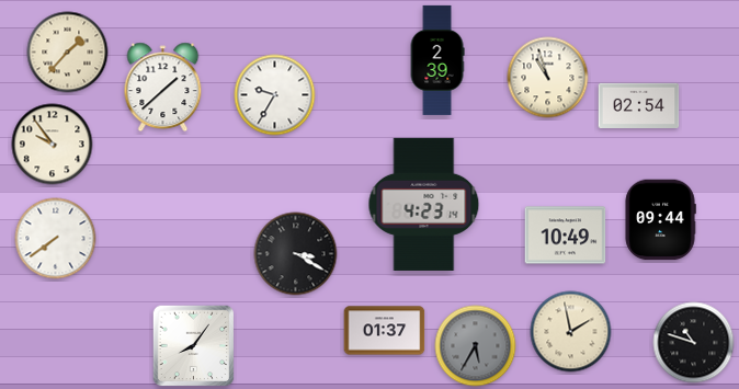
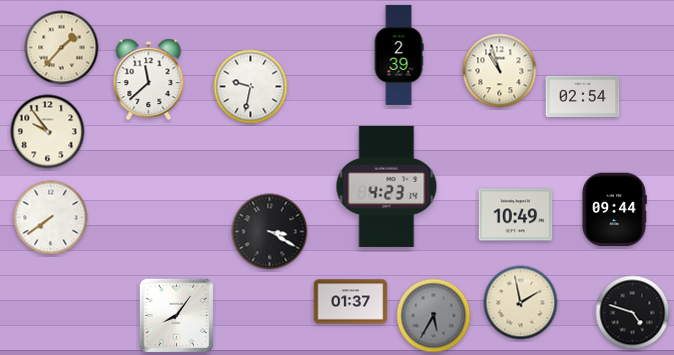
clock at (163, 88): 1:38 -> 11:38
clock at (275, 95): 9:35 -> 9:32
clock at (660, 220) position: (660, 220) -> (614, 210)
clock at (694, 343): 10:48 -> 4:48
